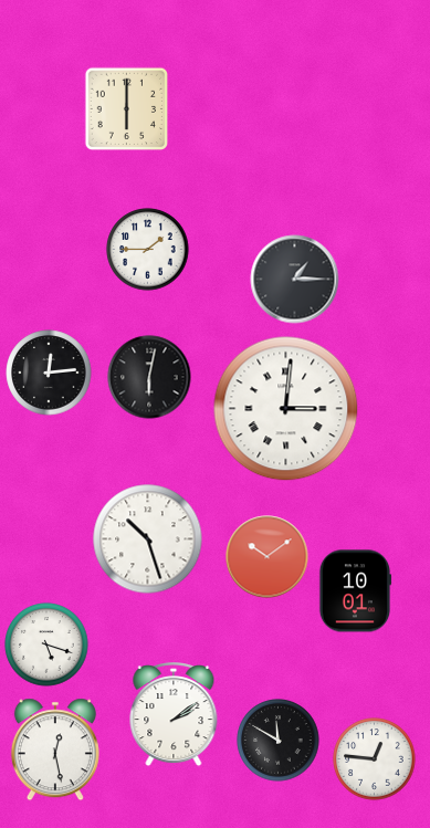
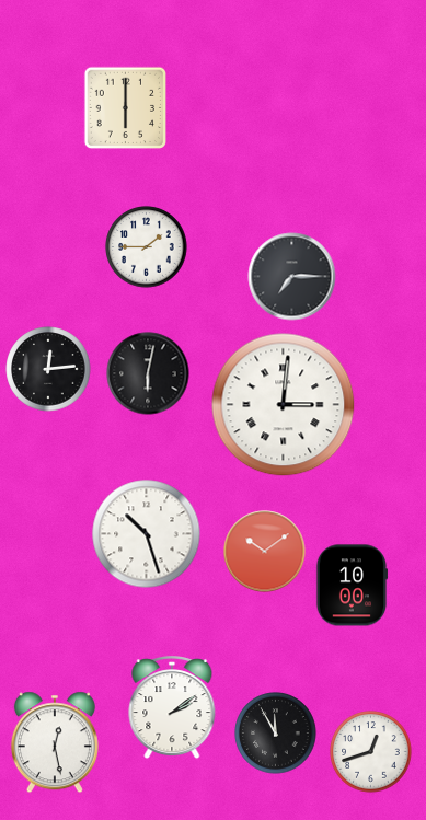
clock at (295, 280): 1:15 -> 7:15
clock at (355, 591): 10:01 -> 10:00
clock at (46, 644): 5:18 -> none
clock at (279, 741): 11:50 -> 11:55
clock at (375, 759): 12:46 -> 12:42
